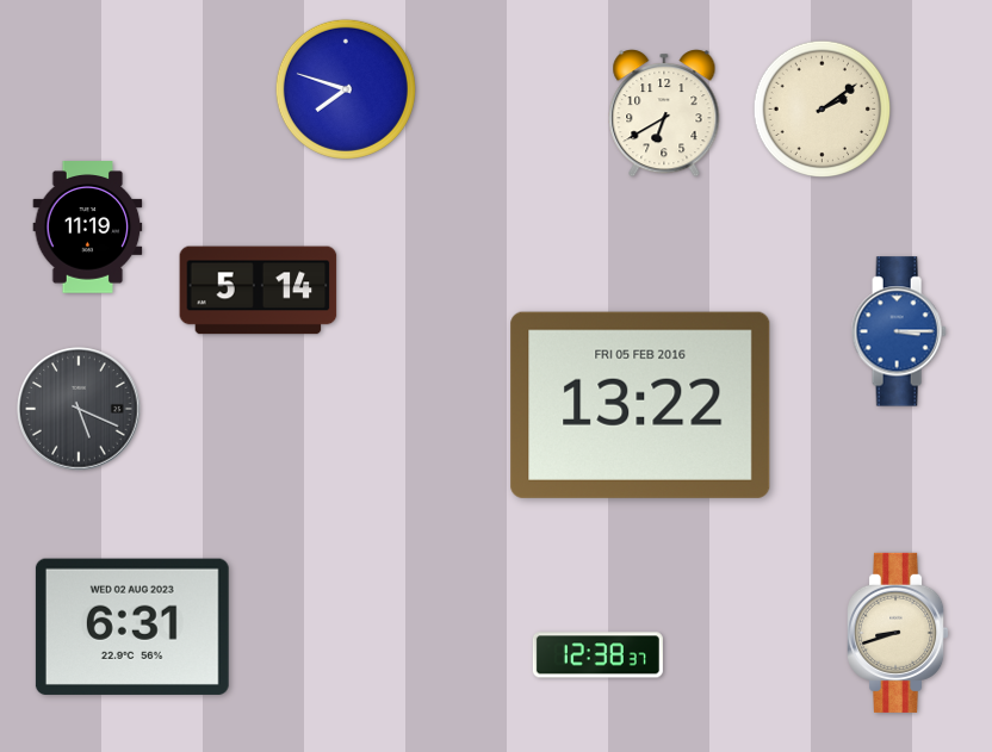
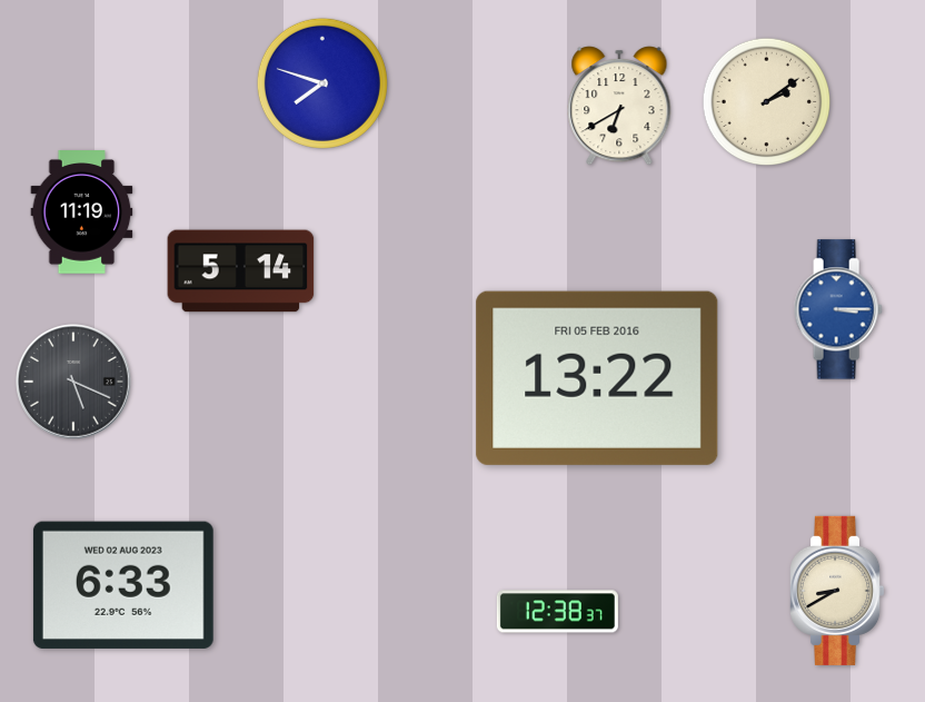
clock at (132, 627): 6:31 -> 6:33
clock at (899, 633): 8:42 -> 8:40
